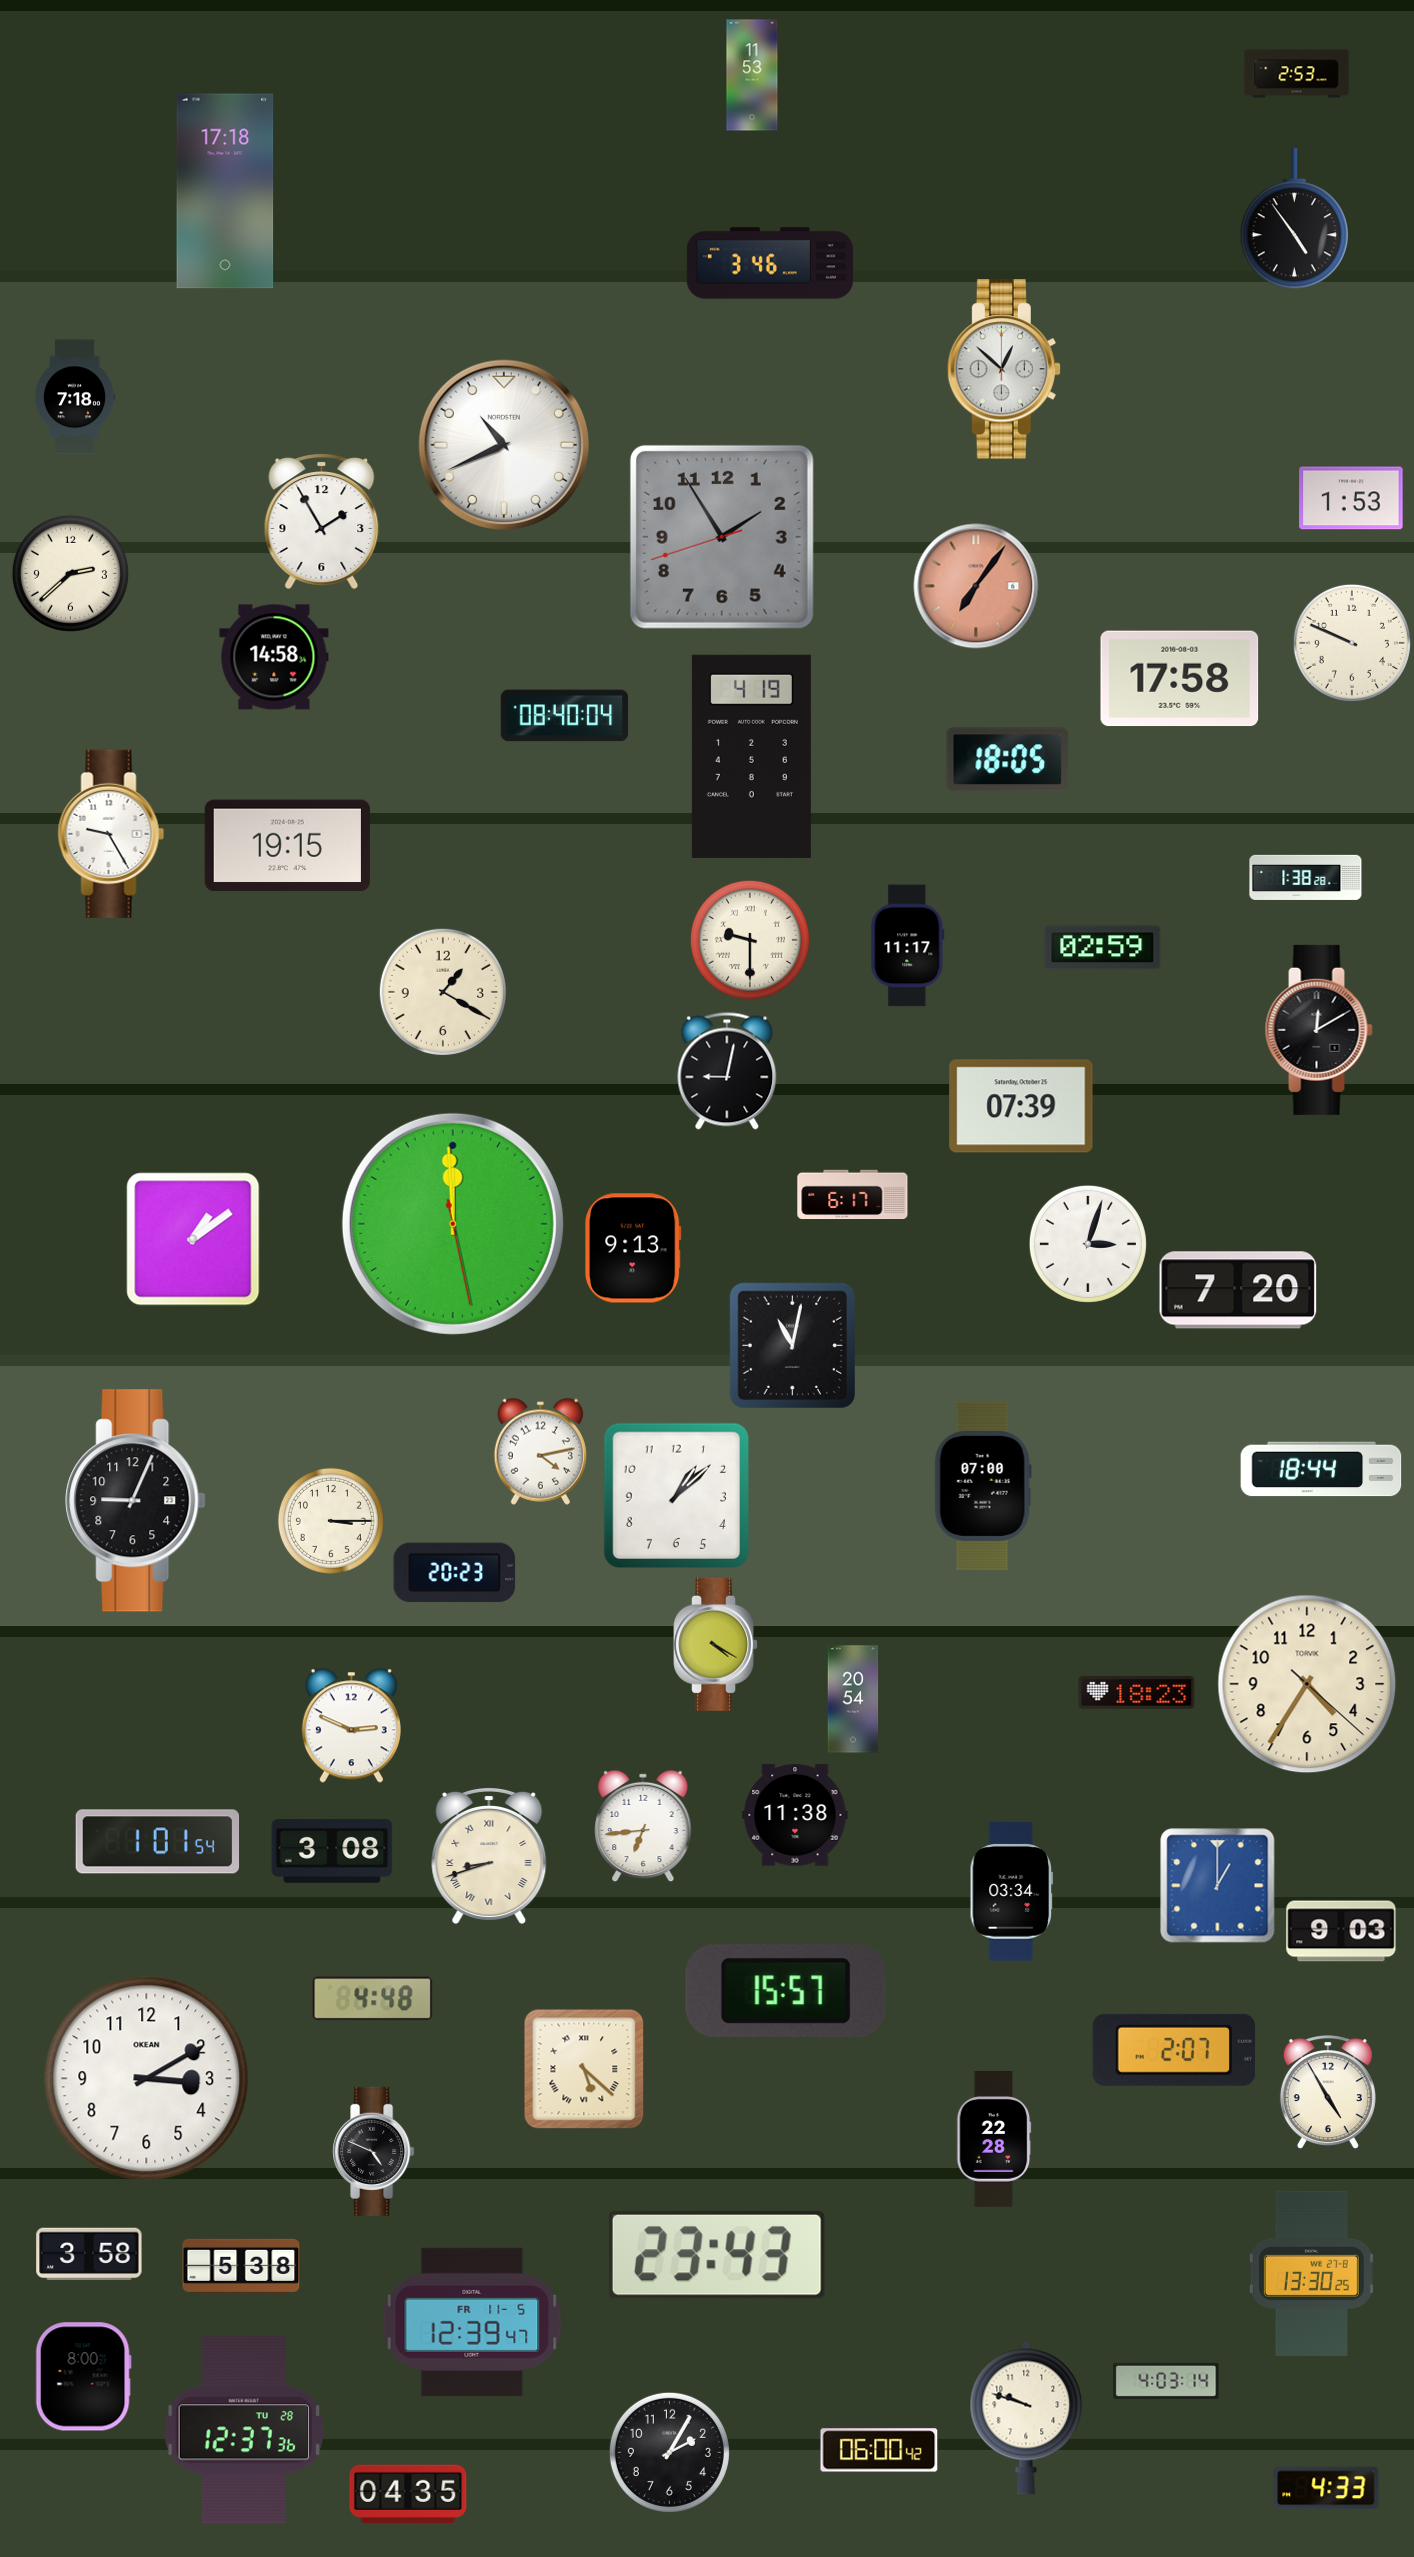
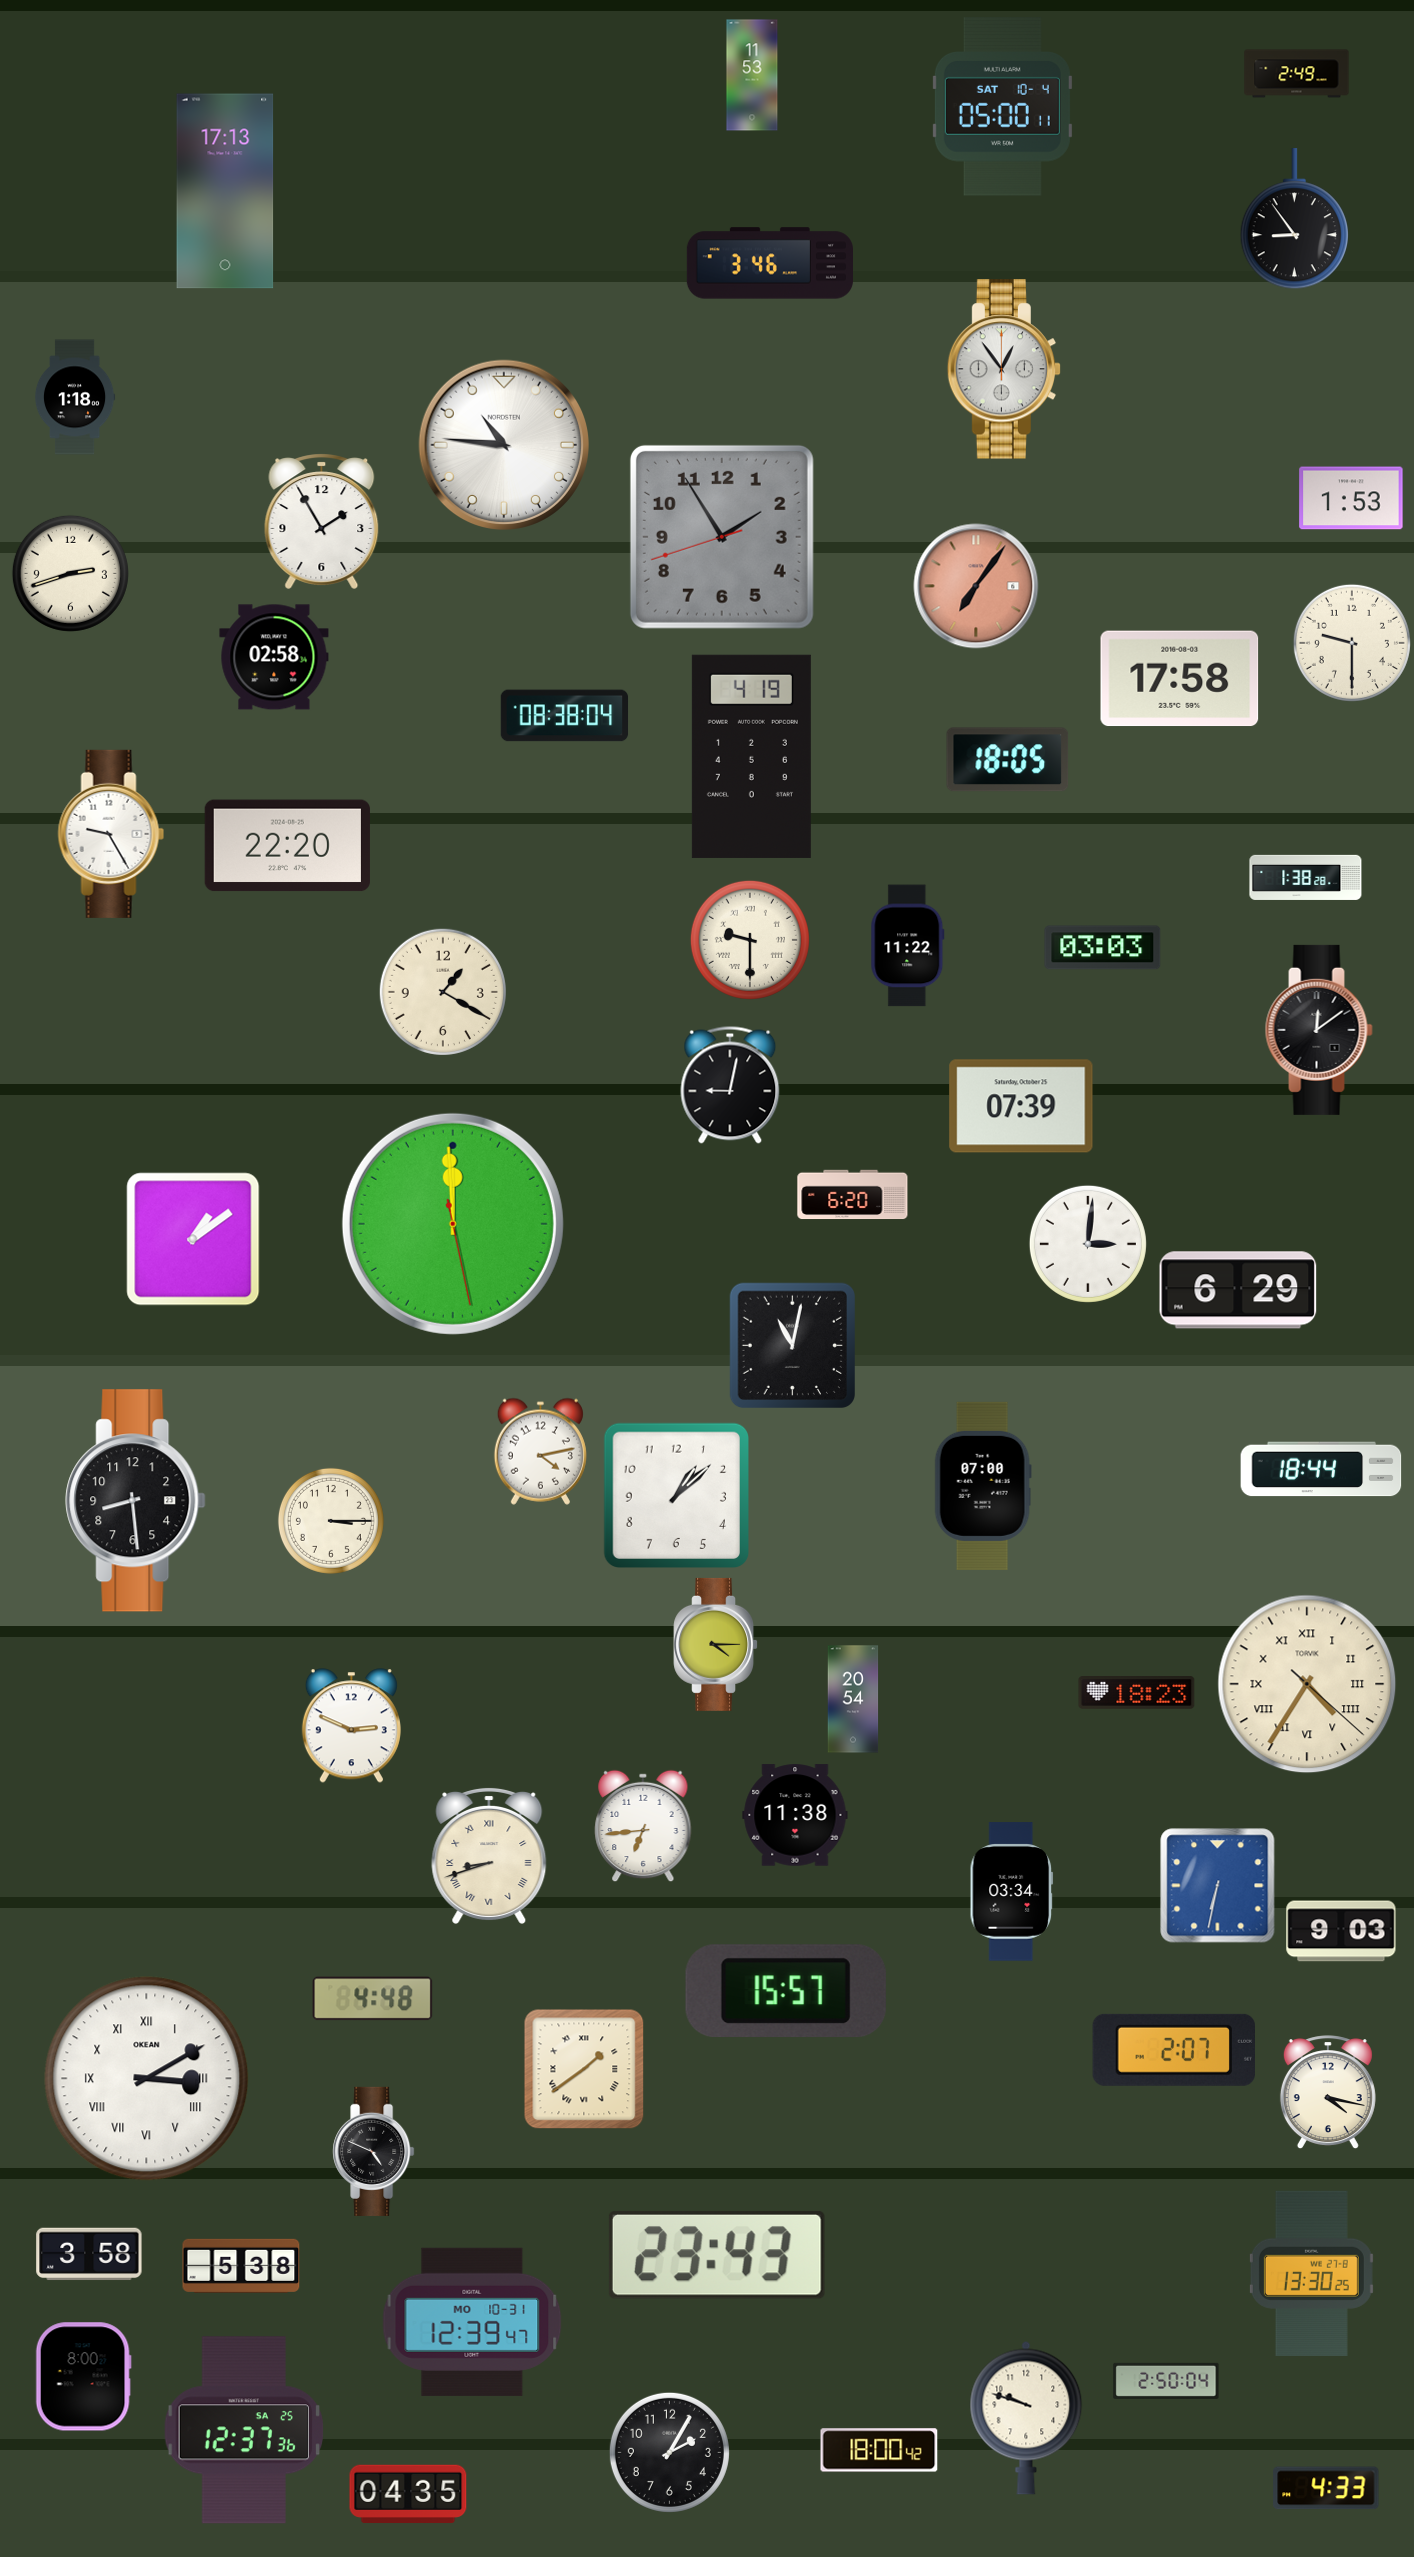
clock at (1297, 74): 2:53 -> 2:49
clock at (1002, 107): none -> 05:00
clock at (225, 191): 17:18 -> 17:13
clock at (1294, 219): 4:54 -> 8:54
clock at (1004, 369): 12:52 -> 12:54
clock at (75, 397): 7:18 -> 1:18
clock at (503, 444): 10:41 -> 10:46
clock at (70, 573): 2:38 -> 2:42
clock at (1352, 643): 9:49 -> 9:30
clock at (274, 657): 14:58 -> 02:58
clock at (565, 716): 08:40 -> 08:38
clock at (287, 846): 19:15 -> 22:20
clock at (908, 946): 11:17 -> 11:22
clock at (1103, 948): 02:59 -> 03:03
clock at (1319, 1030): 12:10 -> 12:09
clock at (727, 1071) position: (727, 1071) -> (730, 1085)
clock at (853, 1195): 6:17 -> 6:20
clock at (1088, 1244): 3:03 -> 3:01
clock at (634, 1248): 9:13 -> none
clock at (1238, 1290): 7:20 -> 6:29
clock at (136, 1501): 9:04 -> 8:29
clock at (455, 1572): 20:23 -> none
clock at (716, 1644): 4:20 -> 4:15
clock at (1307, 1684) numerals: Arabic -> Roman
clock at (158, 1842): 1:01 -> none
clock at (332, 1851): 3:08 -> none
clock at (1218, 1886): 1:00 -> 6:32
clock at (584, 2069): 5:22 -> 1:39
clock at (147, 2079) numerals: Arabic -> Roman
clock at (1328, 2093): 4:55 -> 4:17
clock at (994, 2140): 22:28 -> none
clock at (472, 2322) date: FR 11-5 -> MO 10-31
clock at (1166, 2381): 4:03 -> 2:50
clock at (243, 2430) date: TU 28 -> SA 25
clock at (879, 2450): 06:00 -> 18:00
